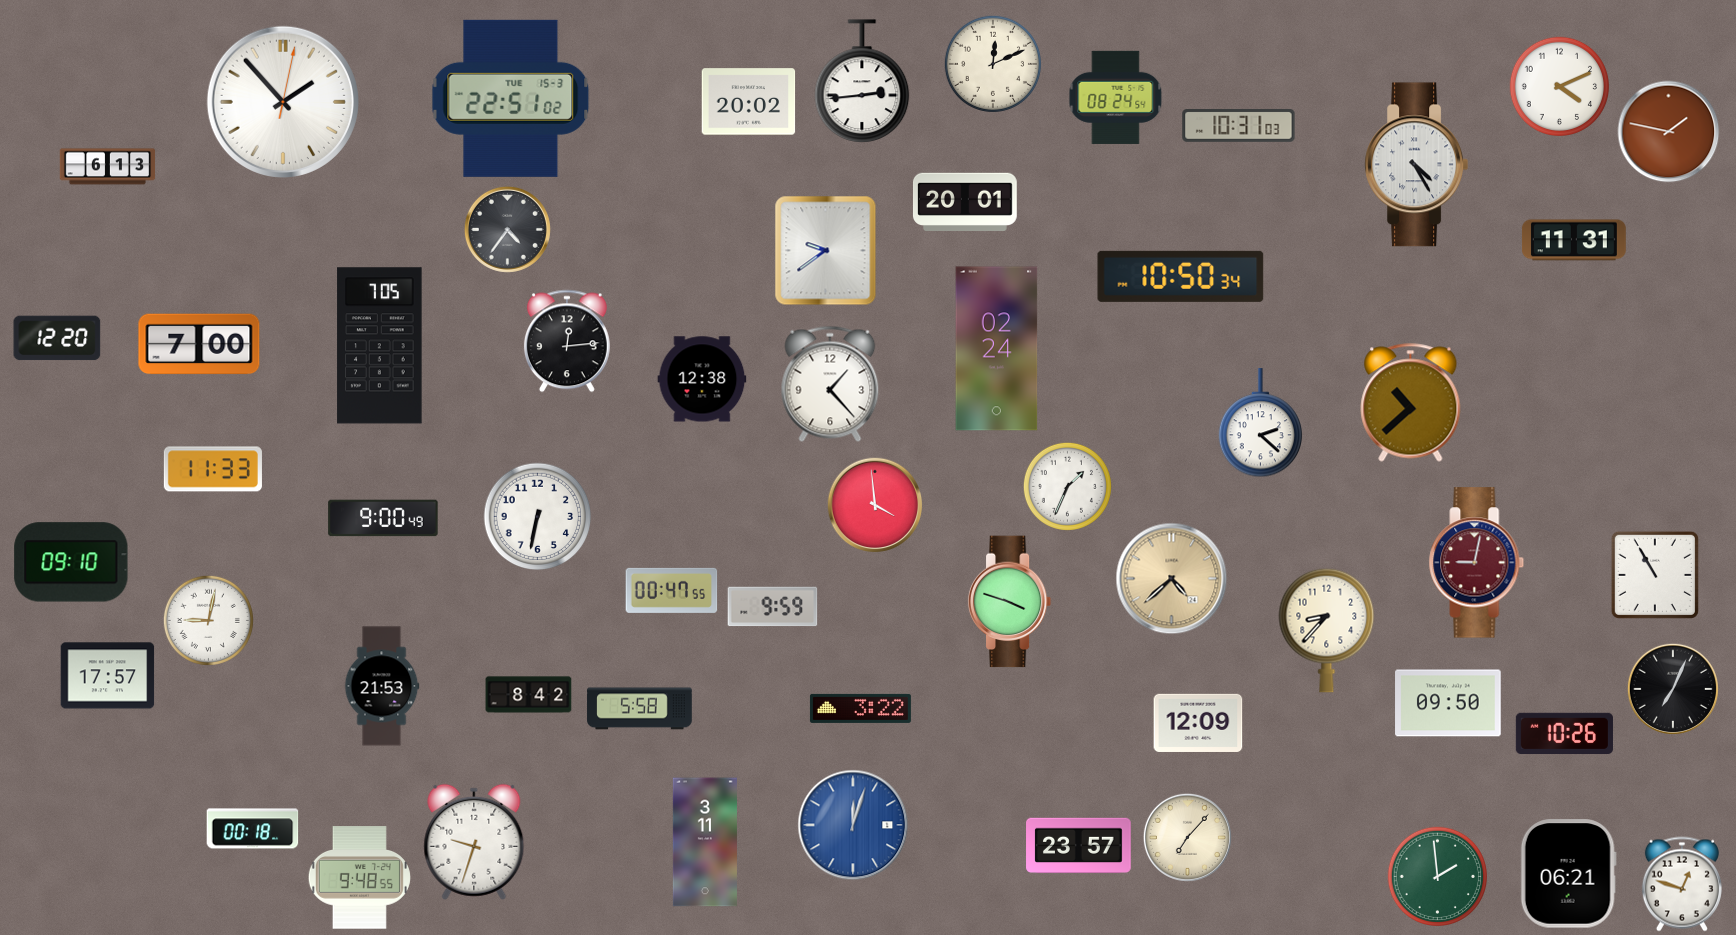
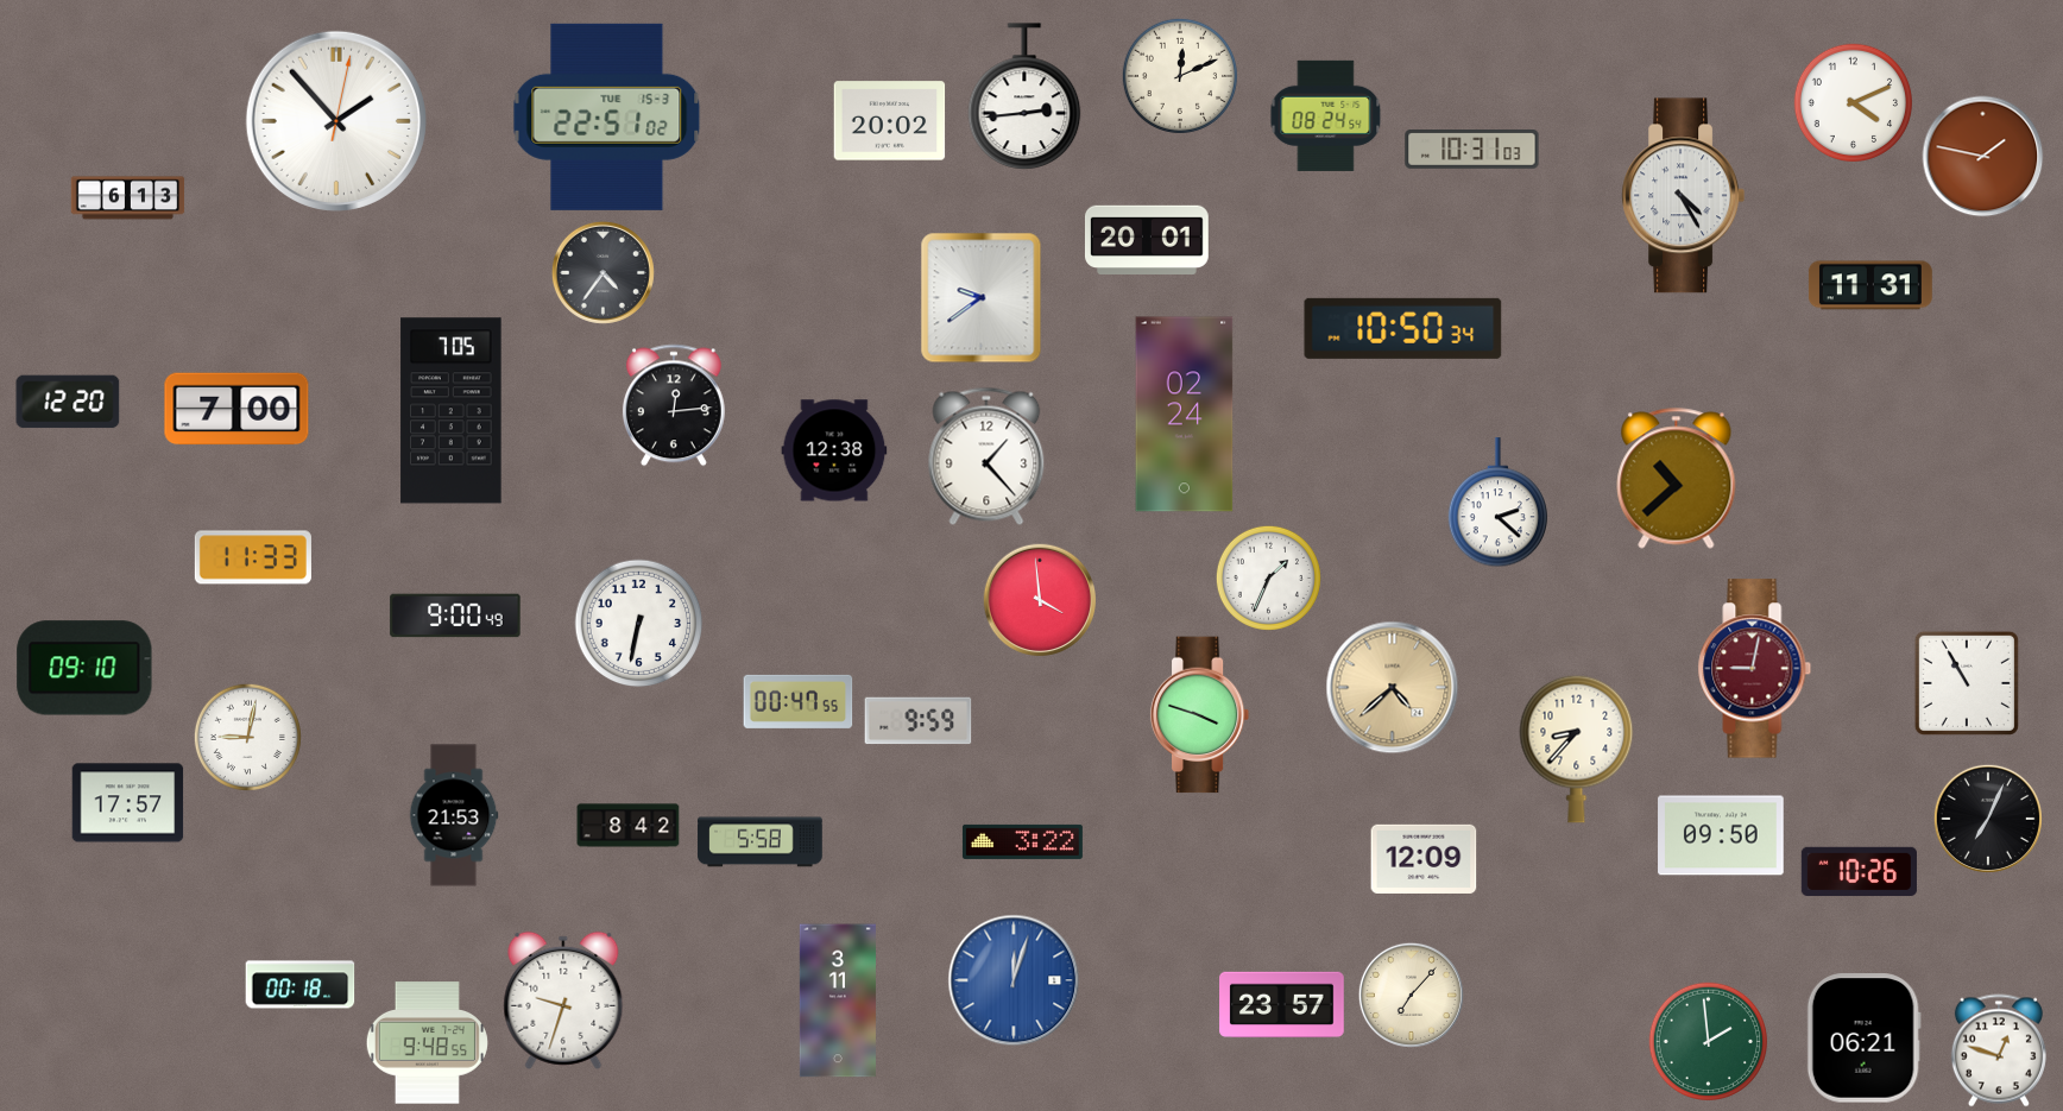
clock at (538, 517) position: (538, 517) -> (639, 624)
